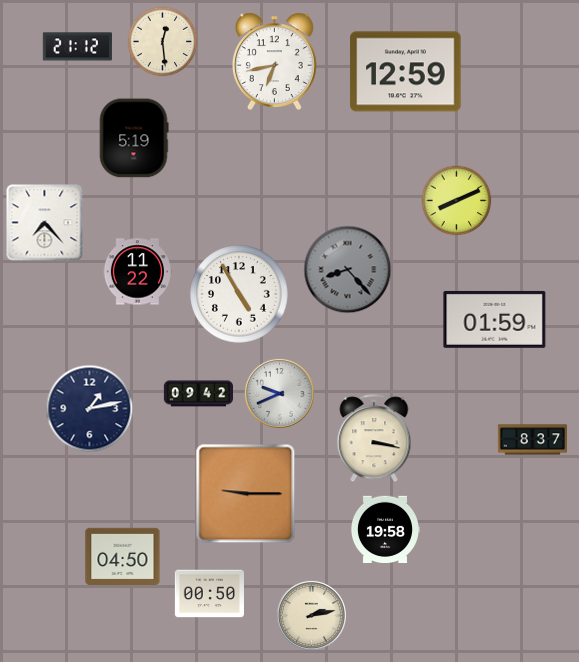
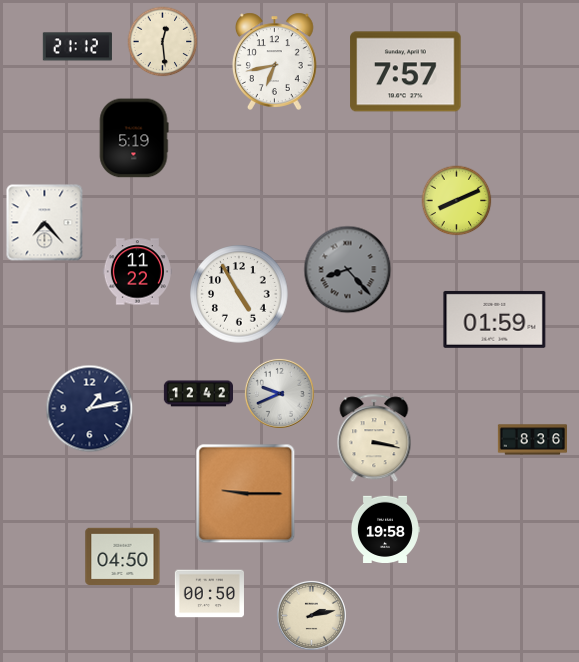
clock at (406, 72): 12:59 -> 7:57
clock at (198, 394): 09:42 -> 12:42
clock at (532, 440): 8:37 -> 8:36
